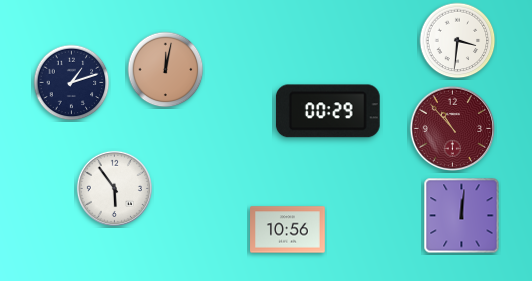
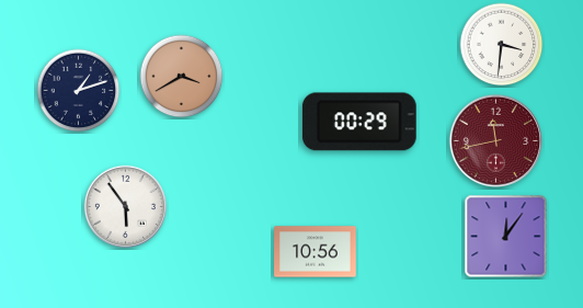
clock at (166, 70): 12:02 -> 3:40
clock at (453, 129): 10:53 -> 11:43
clock at (462, 216): 12:01 -> 12:06
